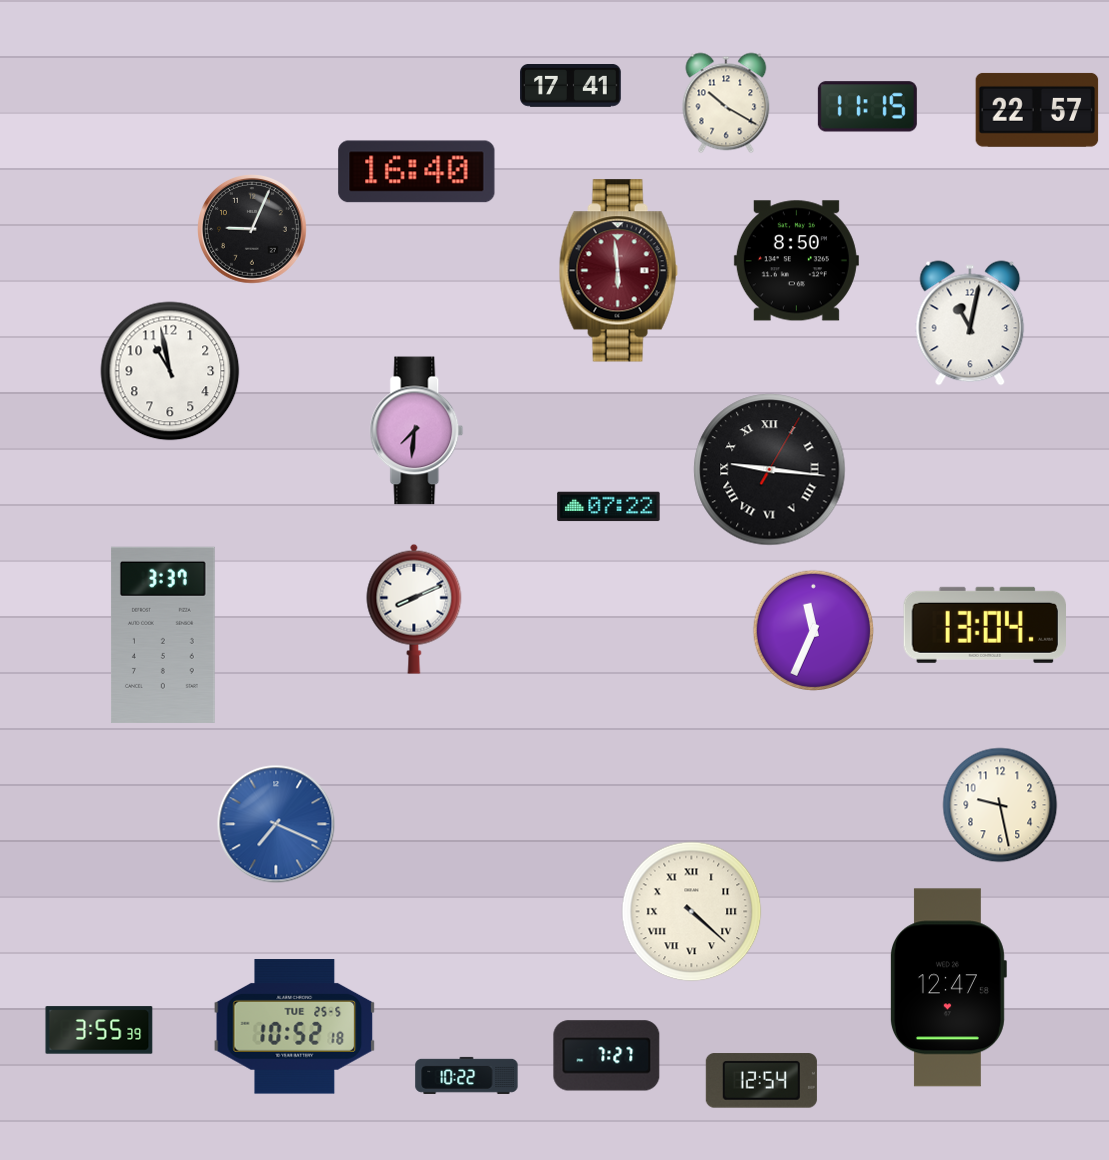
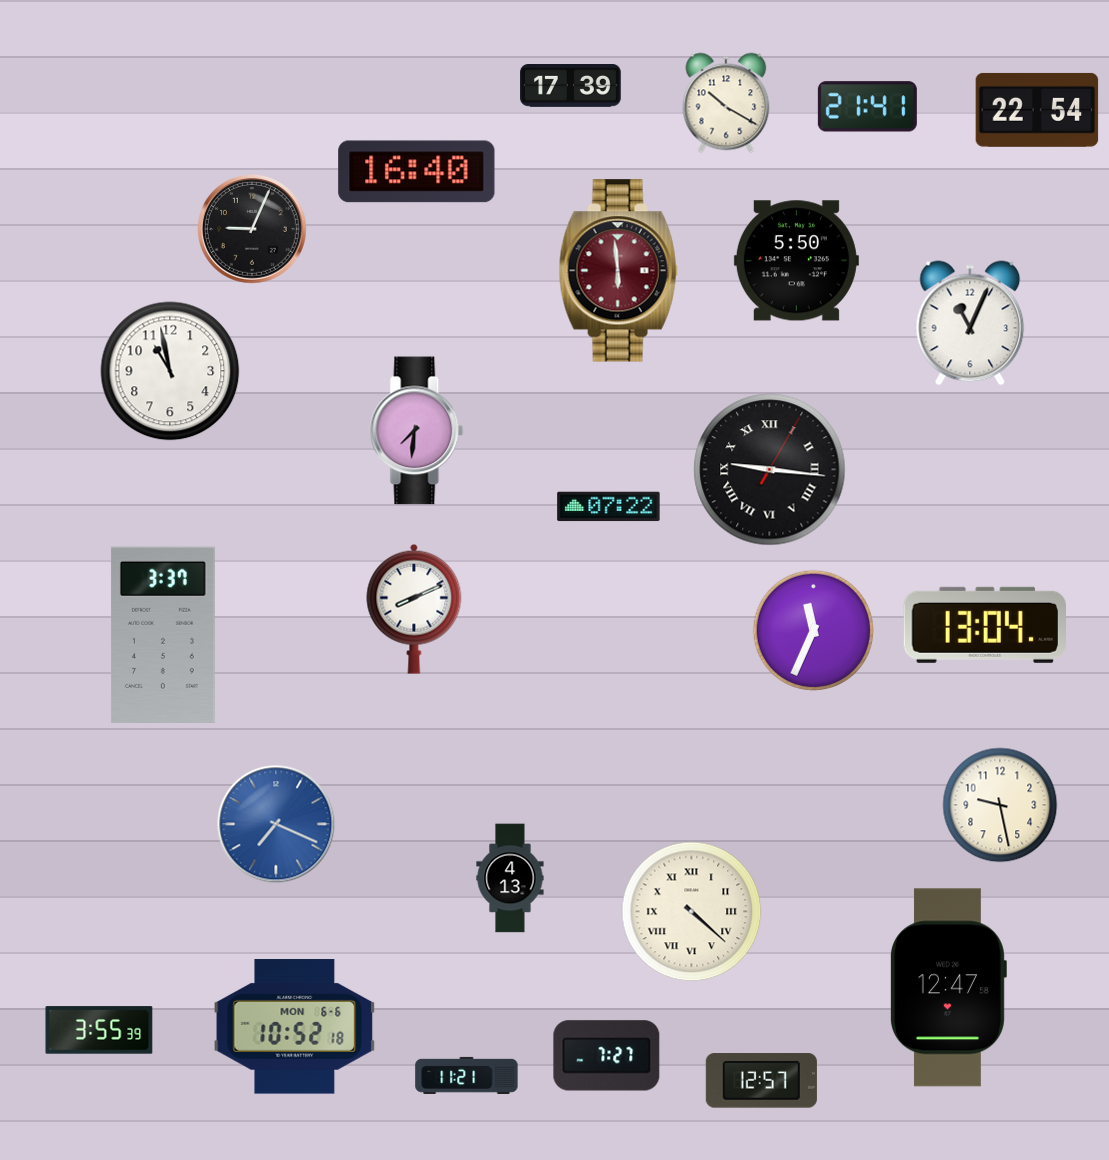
clock at (571, 86): 17:41 -> 17:39
clock at (867, 107): 11:15 -> 21:41
clock at (1037, 110): 22:57 -> 22:54
clock at (796, 261): 8:50 -> 5:50
clock at (970, 323): 11:02 -> 11:04
clock at (510, 878): none -> 4:13
clock at (295, 1027) date: TUE 25-5 -> MON 6-6
clock at (467, 1075): 10:22 -> 11:21
clock at (761, 1081): 12:54 -> 12:57
